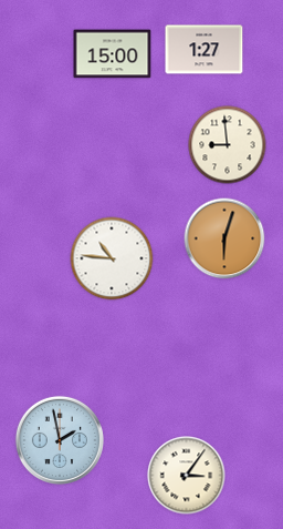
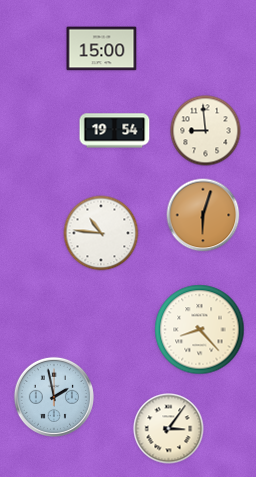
clock at (205, 50): 1:27 -> none
clock at (115, 131): none -> 19:54
clock at (200, 330): none -> 8:23
